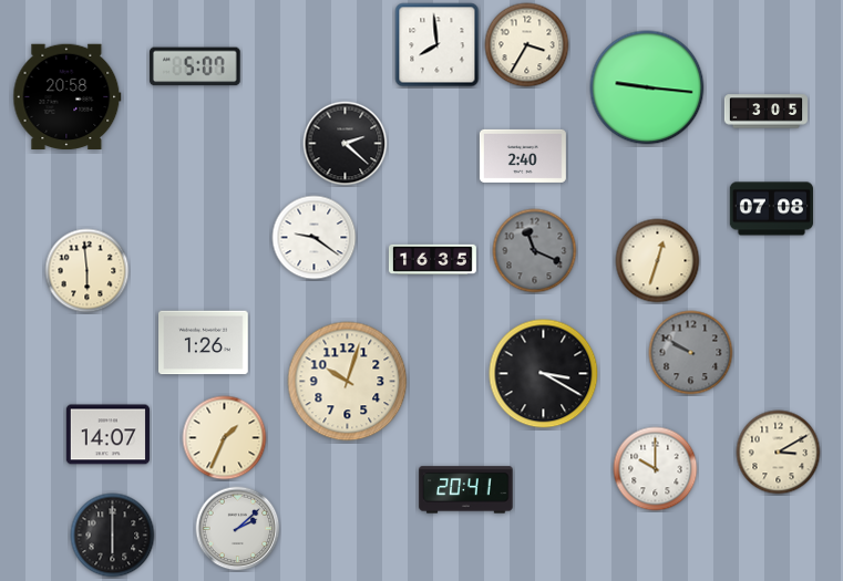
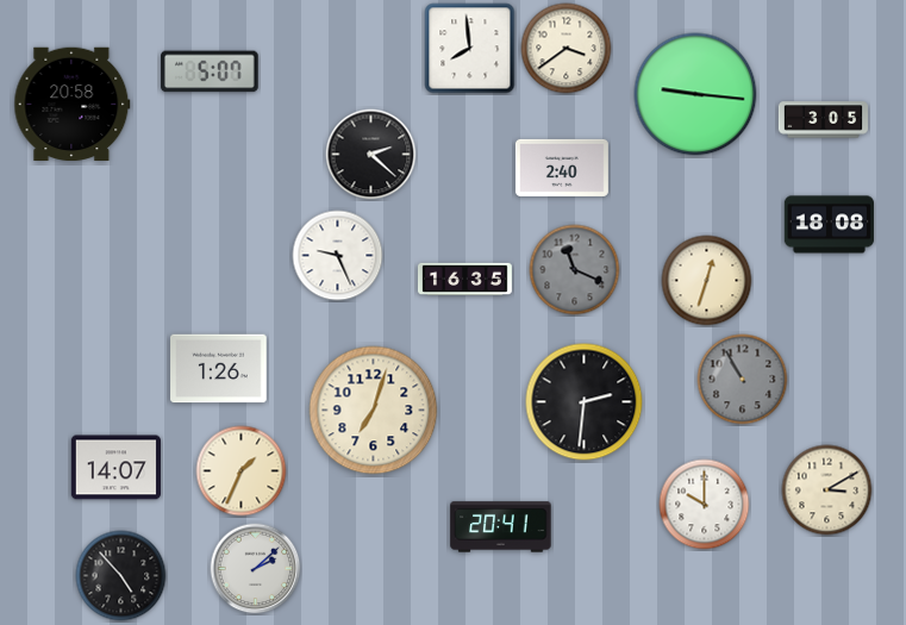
clock at (527, 45): 3:35 -> 3:39
clock at (771, 209): 07:08 -> 18:08
clock at (315, 238): 9:21 -> 9:26
clock at (88, 271): 5:59 -> none
clock at (691, 353): 9:50 -> 10:55
clock at (544, 374): 3:20 -> 2:31
clock at (348, 382): 10:03 -> 7:03
clock at (779, 453) position: (779, 453) -> (827, 490)
clock at (113, 536): 6:00 -> 4:53
